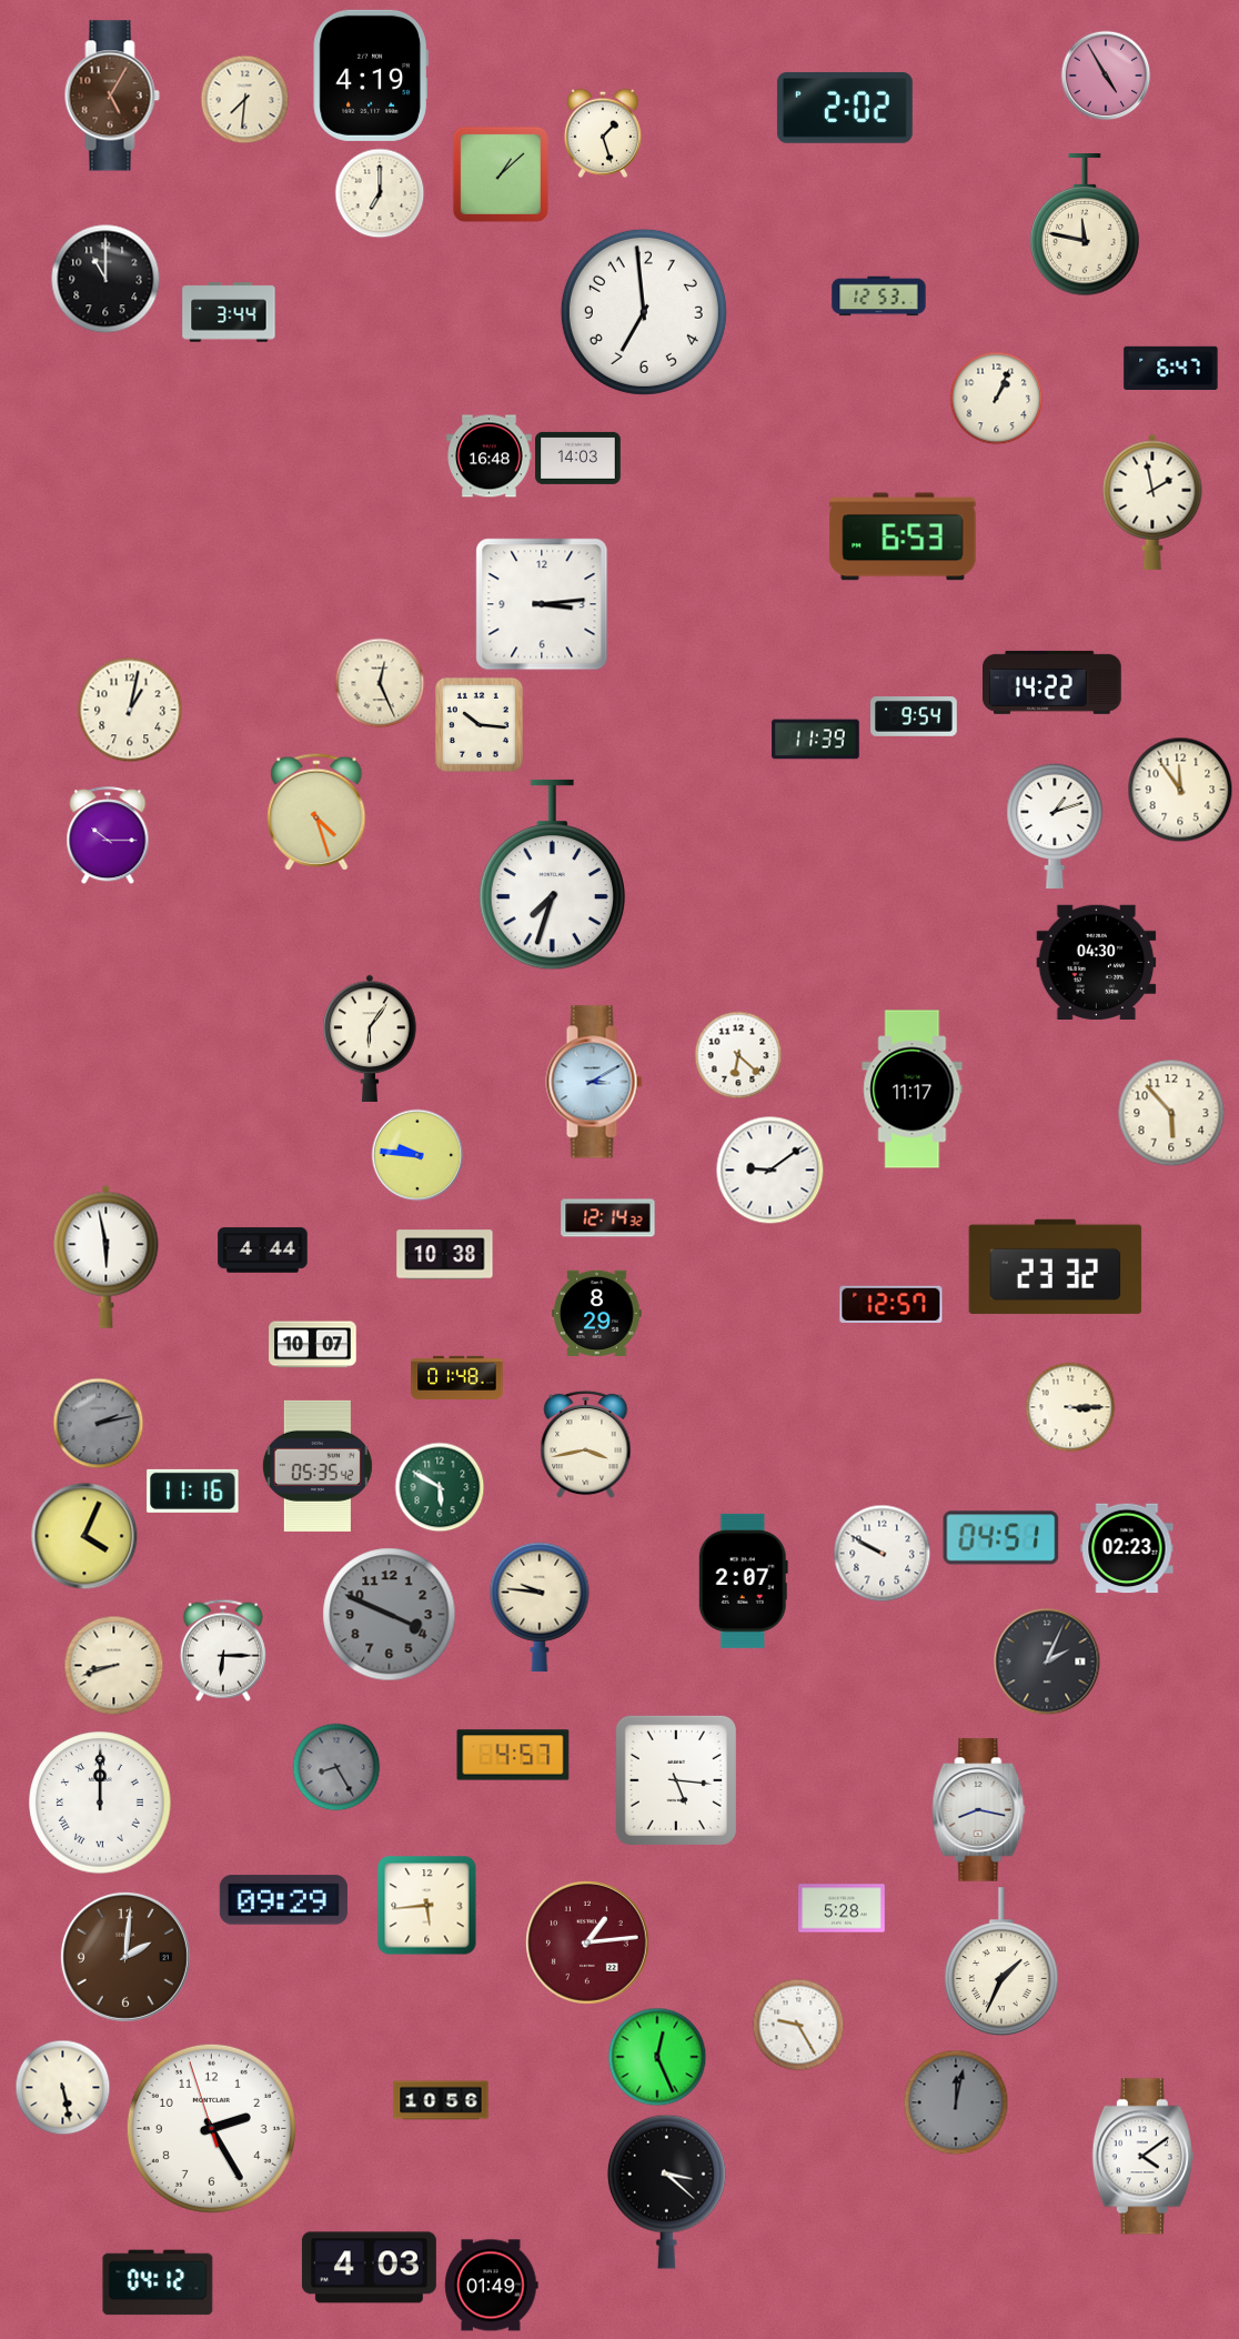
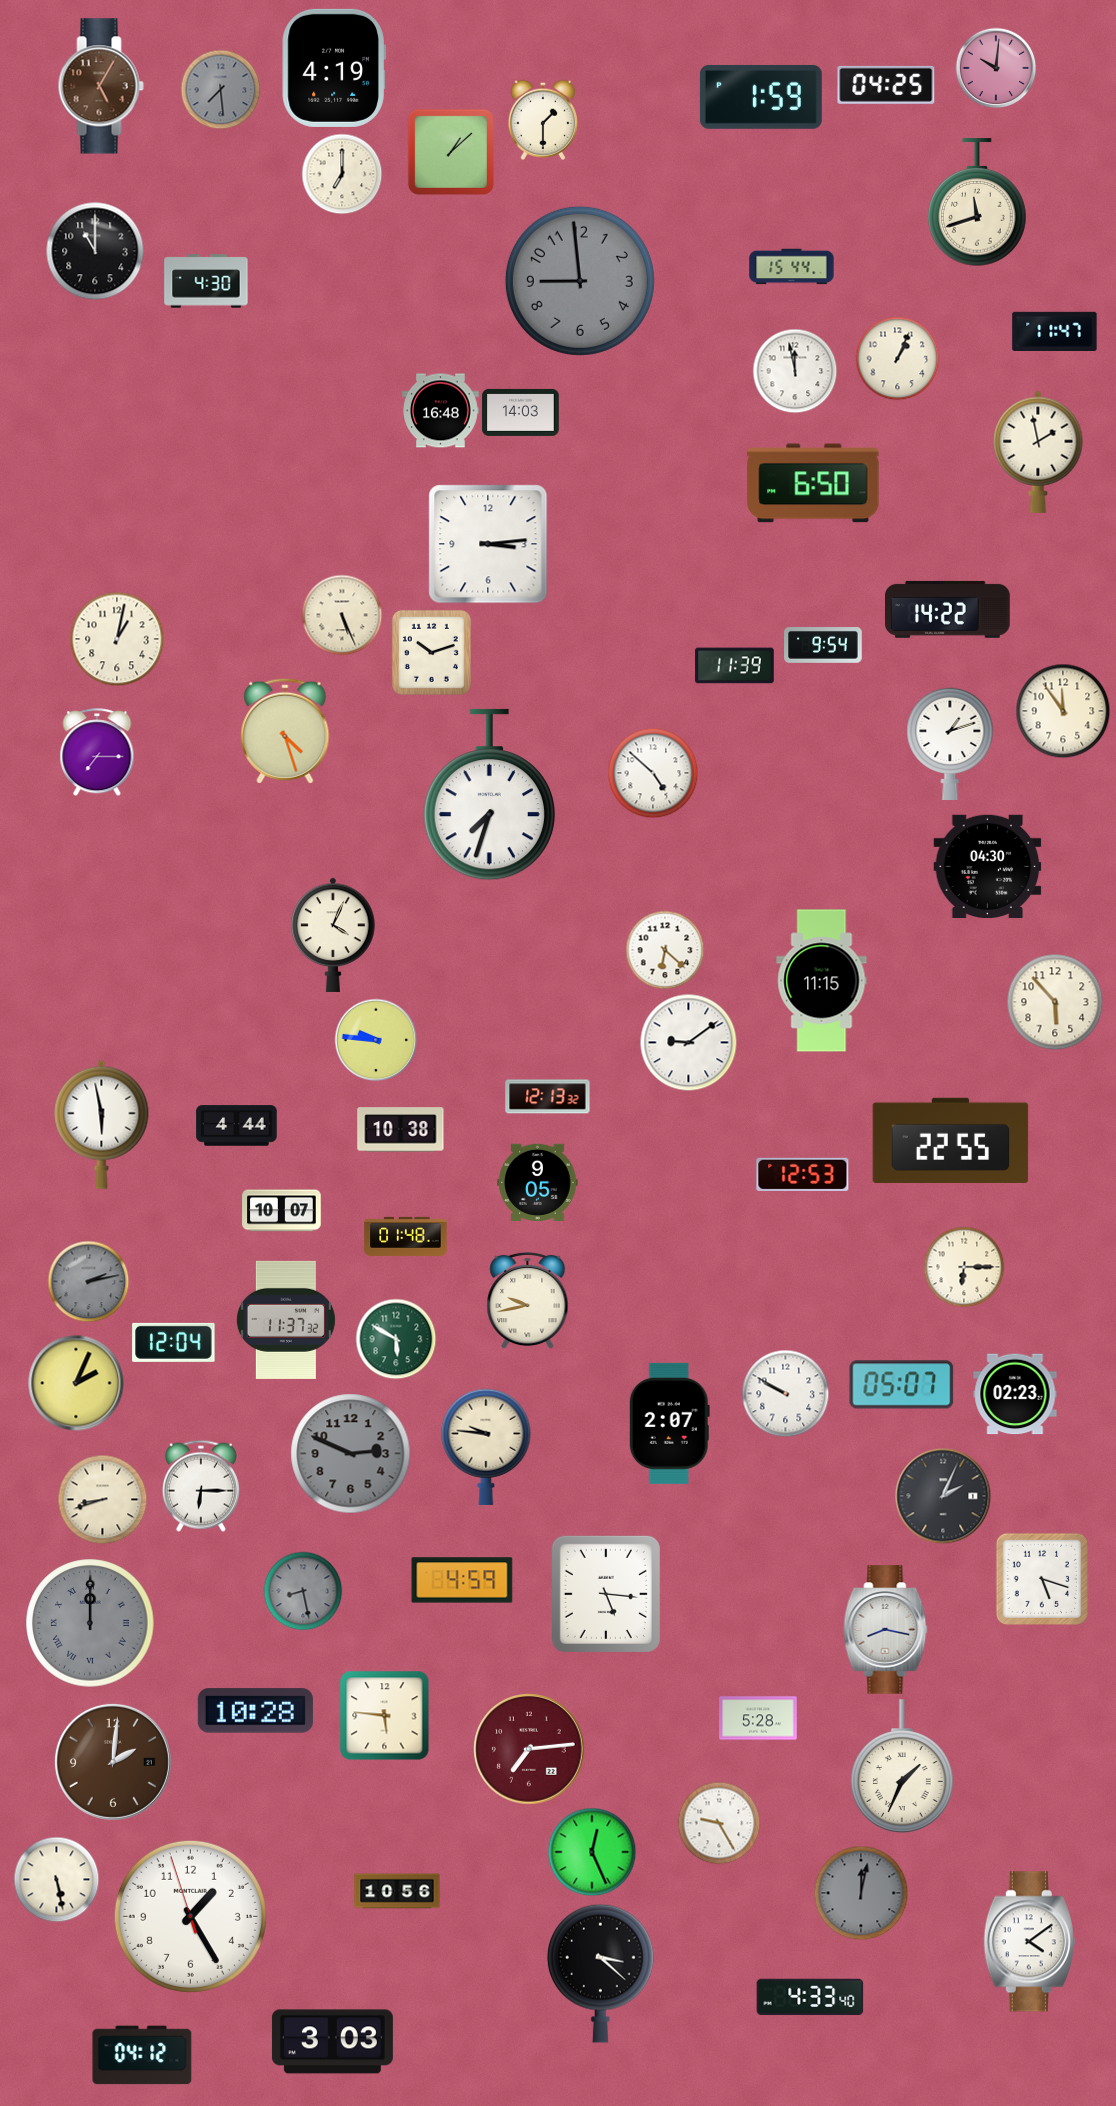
clock at (1106, 76): 4:55 -> 10:01
clock at (886, 85): none -> 04:25
clock at (244, 99): 7:31 -> 7:29
clock at (244, 99) dial: cream -> grey
clock at (845, 108): 2:02 -> 1:59
clock at (602, 133): 1:27 -> 1:30
clock at (501, 174) position: (501, 174) -> (451, 152)
clock at (1085, 225): 11:47 -> 11:42
clock at (879, 297): 12:53 -> 15:44
clock at (229, 312): 3:44 -> 4:30
clock at (644, 312): 6:59 -> 8:59
clock at (644, 312) dial: white -> grey
clock at (1171, 368): 6:47 -> 11:47
clock at (795, 371): none -> 11:58
clock at (903, 536): 6:53 -> 6:50
clock at (1052, 682) position: (1052, 682) -> (948, 609)
clock at (380, 683): 12:26 -> 5:26
clock at (479, 724): 10:16 -> 10:12
clock at (108, 835): 10:15 -> 7:15
clock at (653, 773): none -> 4:52
clock at (552, 875) position: (552, 875) -> (489, 795)
clock at (370, 1038): 6:06 -> 4:04
clock at (594, 1082): 3:10 -> none
clock at (913, 1090): 11:17 -> 11:15
clock at (769, 1169) position: (769, 1169) -> (688, 1042)
clock at (608, 1218): 12:14 -> 12:13
clock at (107, 1256) position: (107, 1256) -> (102, 1124)
clock at (1056, 1266): 23:32 -> 22:55
clock at (892, 1304): 12:57 -> 12:53
clock at (597, 1313): 8:29 -> 9:05
clock at (457, 1377) position: (457, 1377) -> (406, 1236)
clock at (1070, 1407): 3:15 -> 6:15
clock at (586, 1444): 3:43 -> 9:43
clock at (318, 1466): 05:35 -> 11:37
clock at (193, 1490): 11:16 -> 12:04
clock at (84, 1536): 4:04 -> 2:04
clock at (1001, 1538): 04:51 -> 05:07
clock at (882, 1553) position: (882, 1553) -> (785, 1393)
clock at (390, 1615): 3:49 -> 2:49
clock at (1041, 1578): none -> 5:18
clock at (513, 1755): 4:57 -> 4:59
clock at (336, 1767): 8:25 -> 8:28
clock at (676, 1780) position: (676, 1780) -> (606, 1594)
clock at (100, 1803) dial: white -> grey
clock at (979, 1810) position: (979, 1810) -> (886, 1630)
clock at (283, 1900): 09:29 -> 10:28
clock at (427, 1906): 5:44 -> 5:46
clock at (587, 1943): 1:14 -> 7:14
clock at (211, 2128): 2:24 -> 1:24
clock at (810, 1997): none -> 4:33
clock at (369, 2268): 4:03 -> 3:03
clock at (492, 2286): 01:49 -> none
